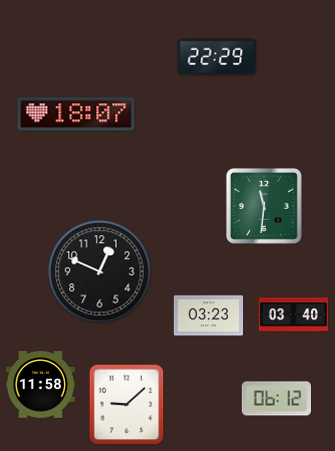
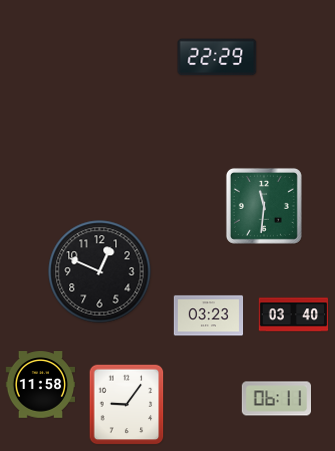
clock at (76, 114): 18:07 -> none
clock at (276, 399): 06:12 -> 06:11
clock at (127, 405): 9:08 -> 9:06
